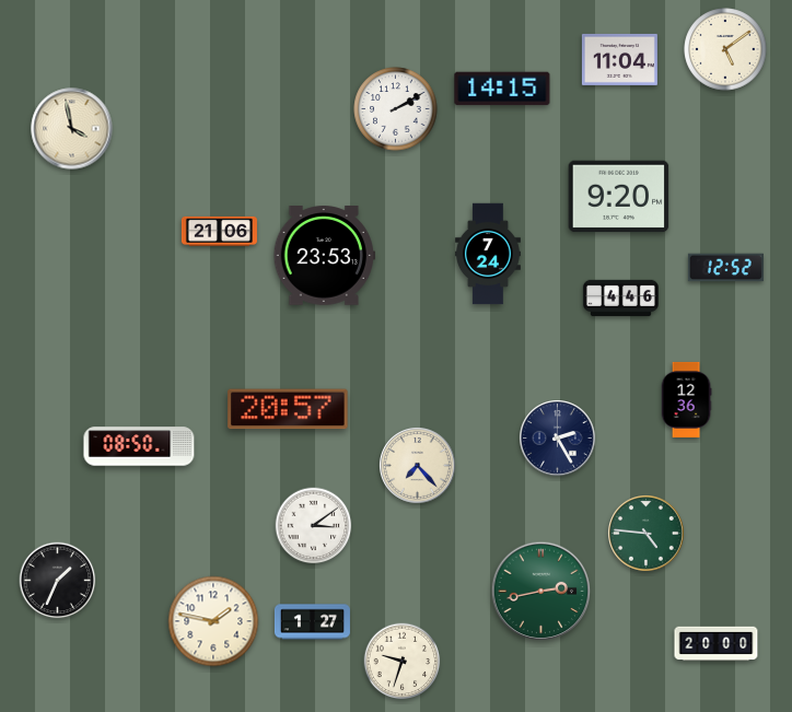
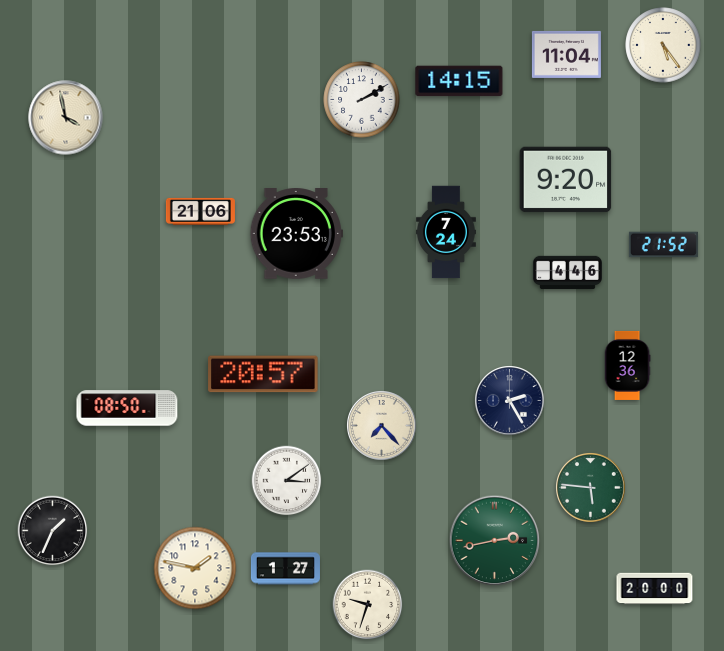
clock at (725, 49): 5:09 -> 5:24
clock at (725, 268): 12:52 -> 21:52
clock at (647, 534): 4:46 -> 5:46
